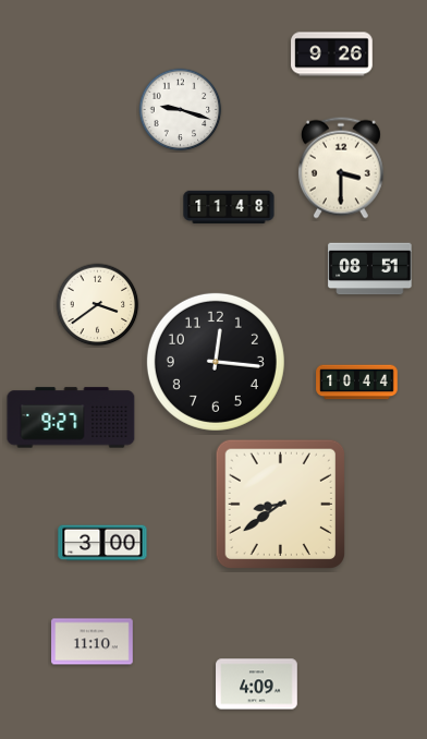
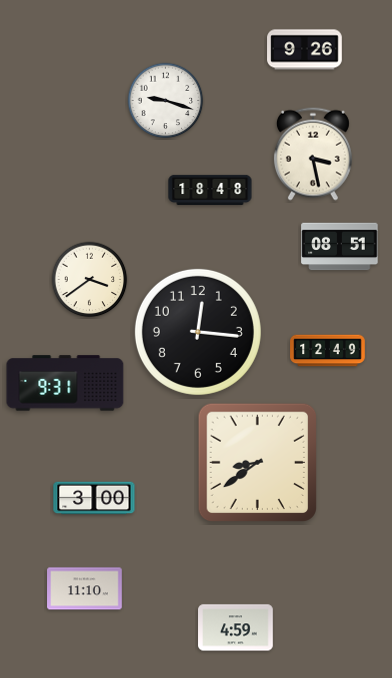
clock at (341, 168): 3:30 -> 3:28
clock at (229, 207): 11:48 -> 18:48
clock at (357, 383): 10:44 -> 12:49
clock at (71, 417): 9:27 -> 9:31
clock at (257, 685): 4:09 -> 4:59
